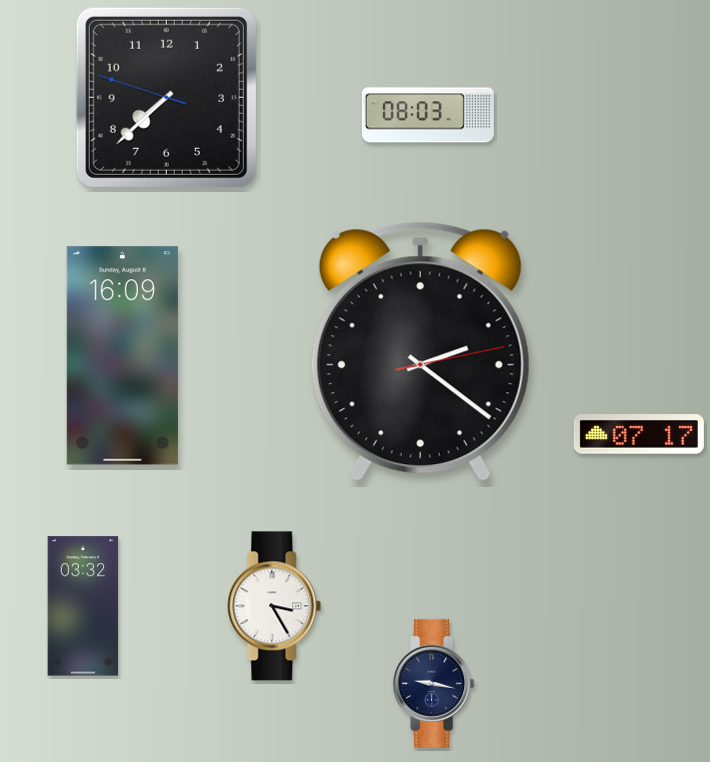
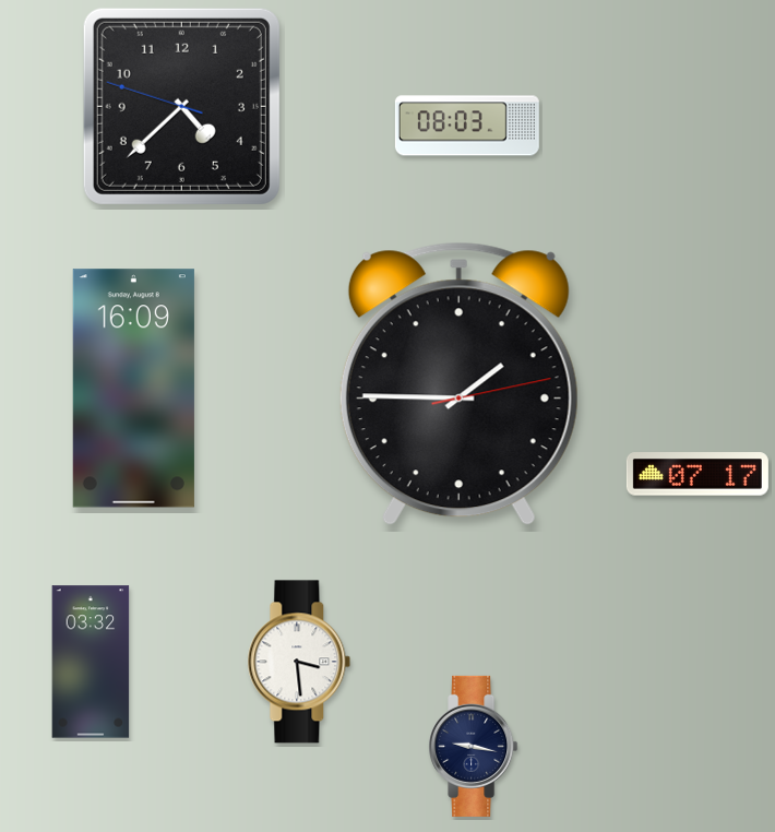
clock at (166, 97): 7:37 -> 4:37
clock at (420, 352): 2:21 -> 1:45
clock at (274, 606): 3:25 -> 3:29
